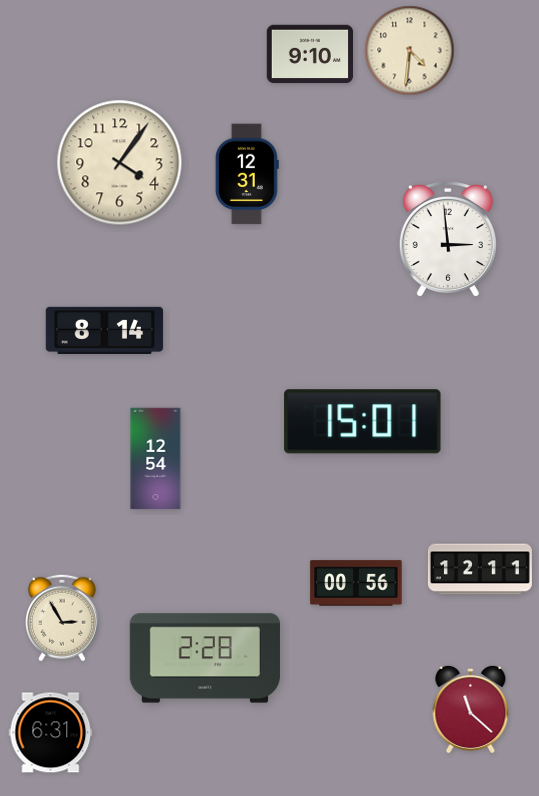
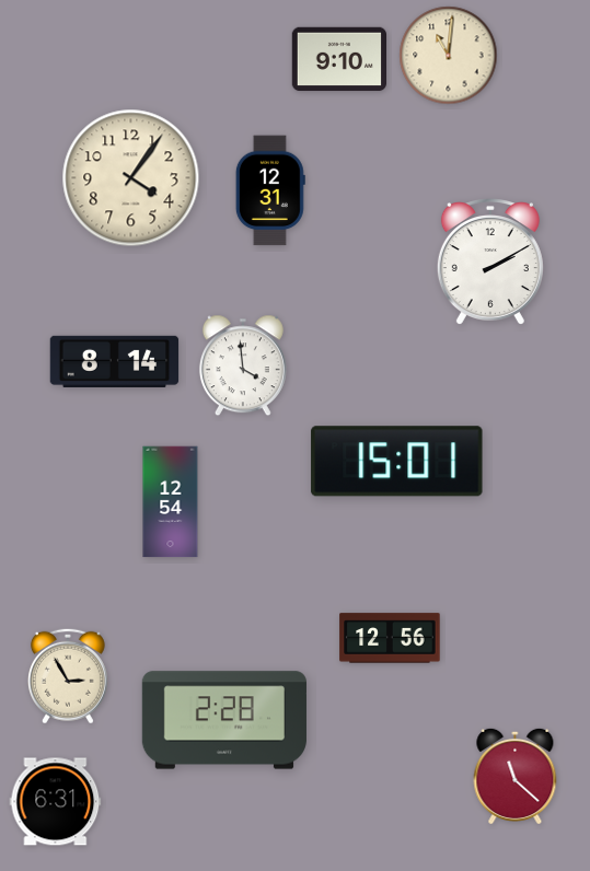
clock at (410, 51): 4:31 -> 11:01
clock at (448, 239): 2:59 -> 2:10
clock at (243, 365): none -> 3:59
clock at (480, 569): 12:11 -> none
clock at (356, 583): 00:56 -> 12:56
